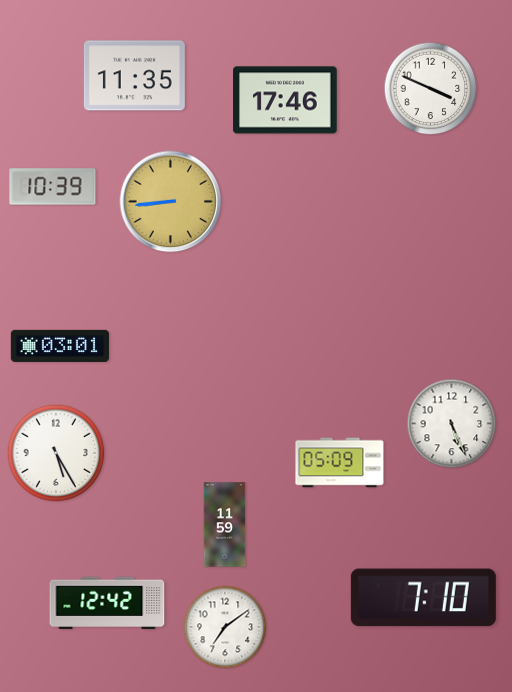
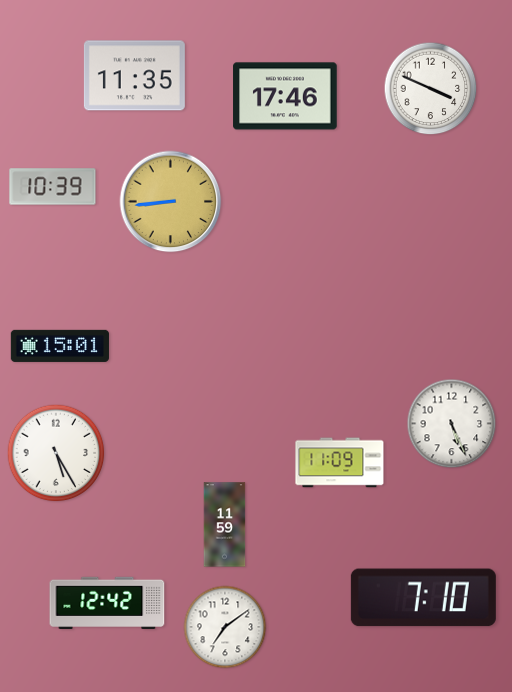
clock at (285, 100) position: (285, 100) -> (285, 96)
clock at (60, 346): 03:01 -> 15:01
clock at (340, 463): 05:09 -> 11:09
